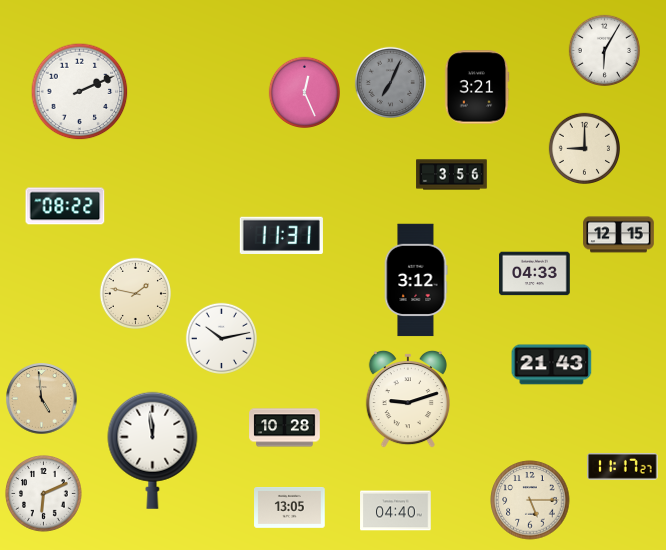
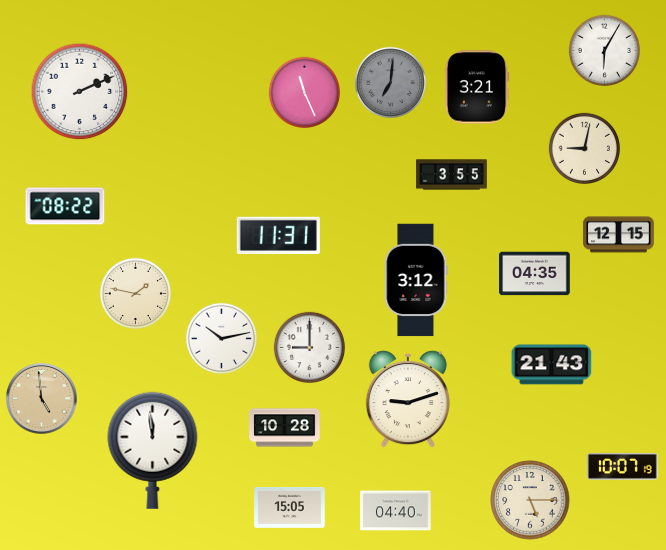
clock at (390, 82): 7:04 -> 7:01
clock at (304, 92): 12:26 -> 11:26
clock at (584, 148): 9:00 -> 9:02
clock at (452, 175): 3:56 -> 3:55
clock at (281, 235) position: (281, 235) -> (278, 235)
clock at (535, 274): 04:33 -> 04:35
clock at (309, 347): none -> 9:00
clock at (623, 466): 11:17 -> 10:07
clock at (44, 494): 6:11 -> none
clock at (290, 508): 13:05 -> 15:05
